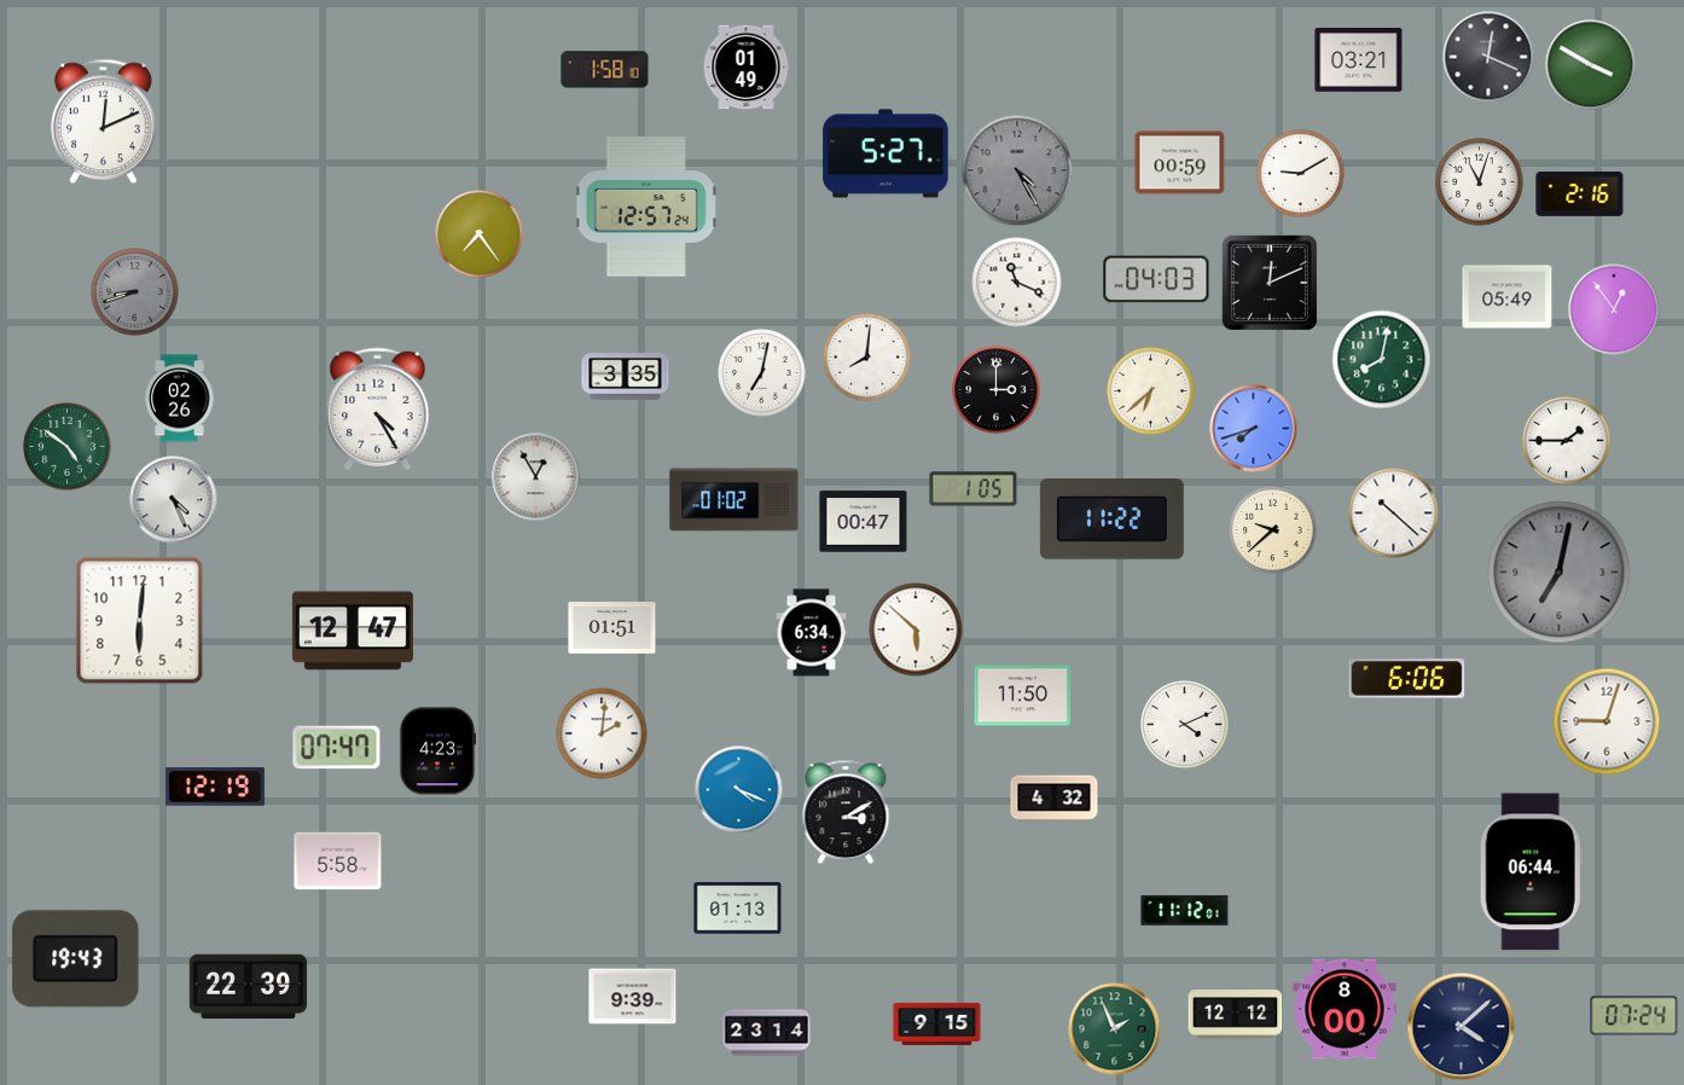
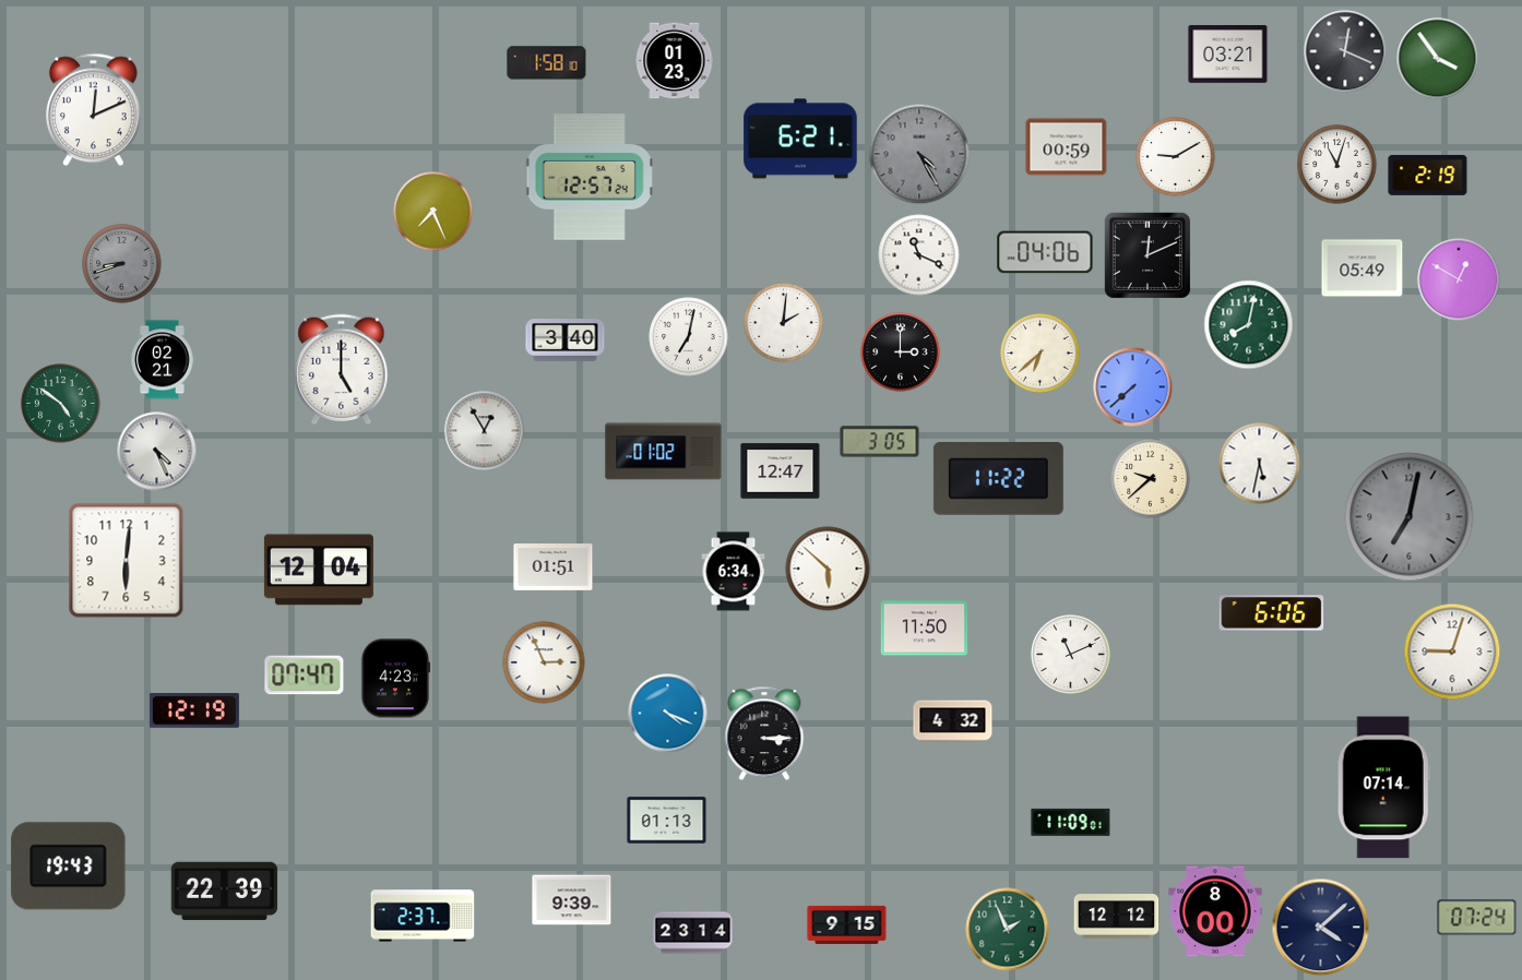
clock at (1591, 65): 3:50 -> 3:54
clock at (747, 68): 01:49 -> 01:23
clock at (885, 153): 5:27 -> 6:21
clock at (1580, 193): 2:16 -> 2:19
clock at (646, 207) position: (646, 207) -> (590, 177)
clock at (480, 234): 7:24 -> 7:26
clock at (1156, 279): 04:03 -> 04:06
clock at (1614, 309): 12:54 -> 12:50
clock at (867, 358): 8:01 -> 2:01
clock at (626, 377): 3:35 -> 3:40
clock at (180, 399): 02:26 -> 02:21
clock at (378, 410): 4:25 -> 5:00
clock at (1254, 429): 7:42 -> 7:38
clock at (1567, 441): 1:45 -> none
clock at (974, 489): 1:05 -> 3:05
clock at (1394, 514): 10:22 -> 5:32
clock at (1111, 520) position: (1111, 520) -> (998, 479)
clock at (864, 522): 00:47 -> 12:47
clock at (353, 631): 12:47 -> 12:04
clock at (1185, 725): 4:11 -> 11:11
clock at (602, 733): 2:01 -> 2:56
clock at (846, 812): 3:10 -> 3:15
clock at (338, 861): 5:58 -> none
clock at (1531, 872): 06:44 -> 07:14
clock at (1185, 910): 11:12 -> 11:09
clock at (423, 916): none -> 2:37
